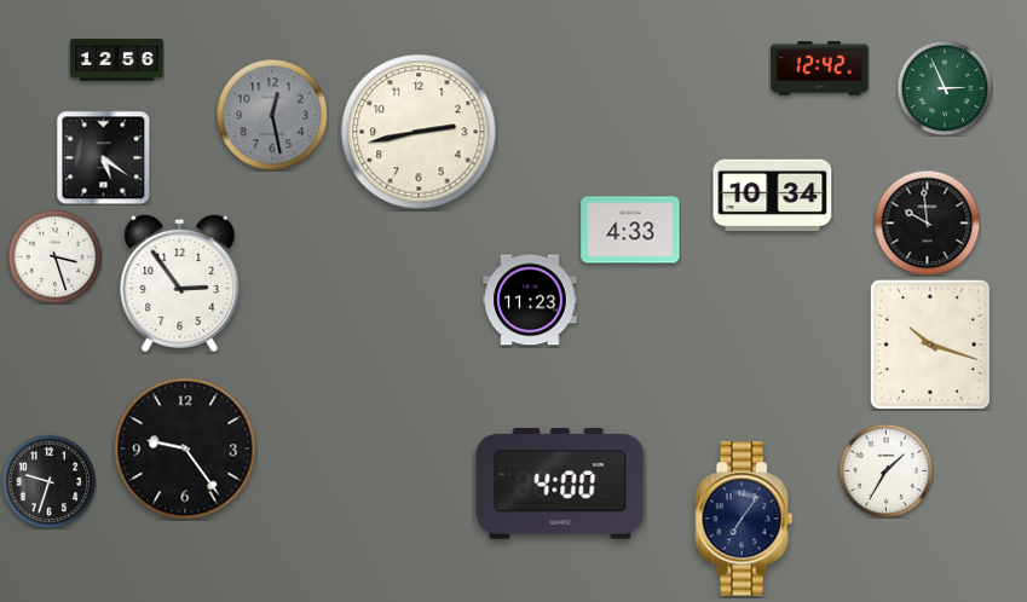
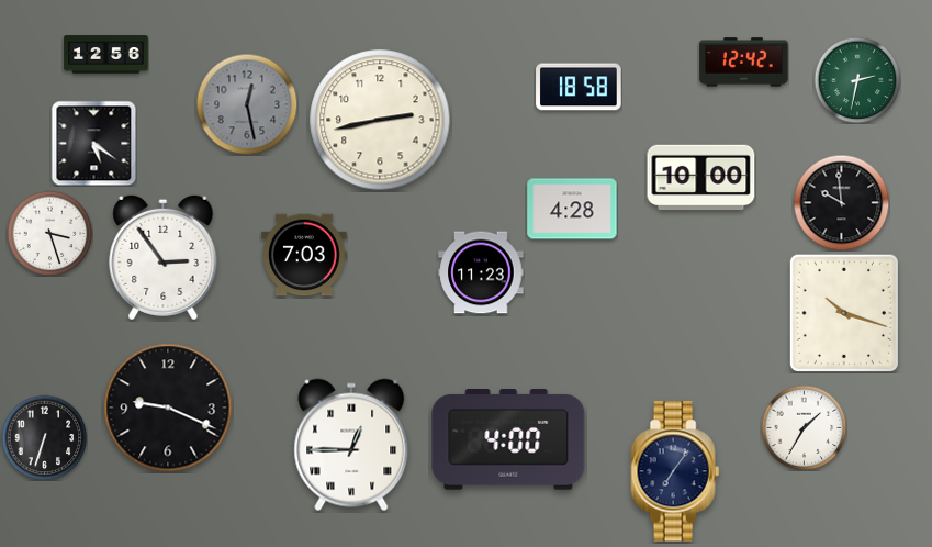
clock at (945, 88): 2:56 -> 2:32
clock at (579, 87): none -> 18:58
clock at (773, 196): 10:34 -> 10:00
clock at (630, 230): 4:33 -> 4:28
clock at (304, 255): none -> 7:03
clock at (185, 448): 9:24 -> 9:19
clock at (48, 481): 9:33 -> 6:33
clock at (351, 445): none -> 12:45
